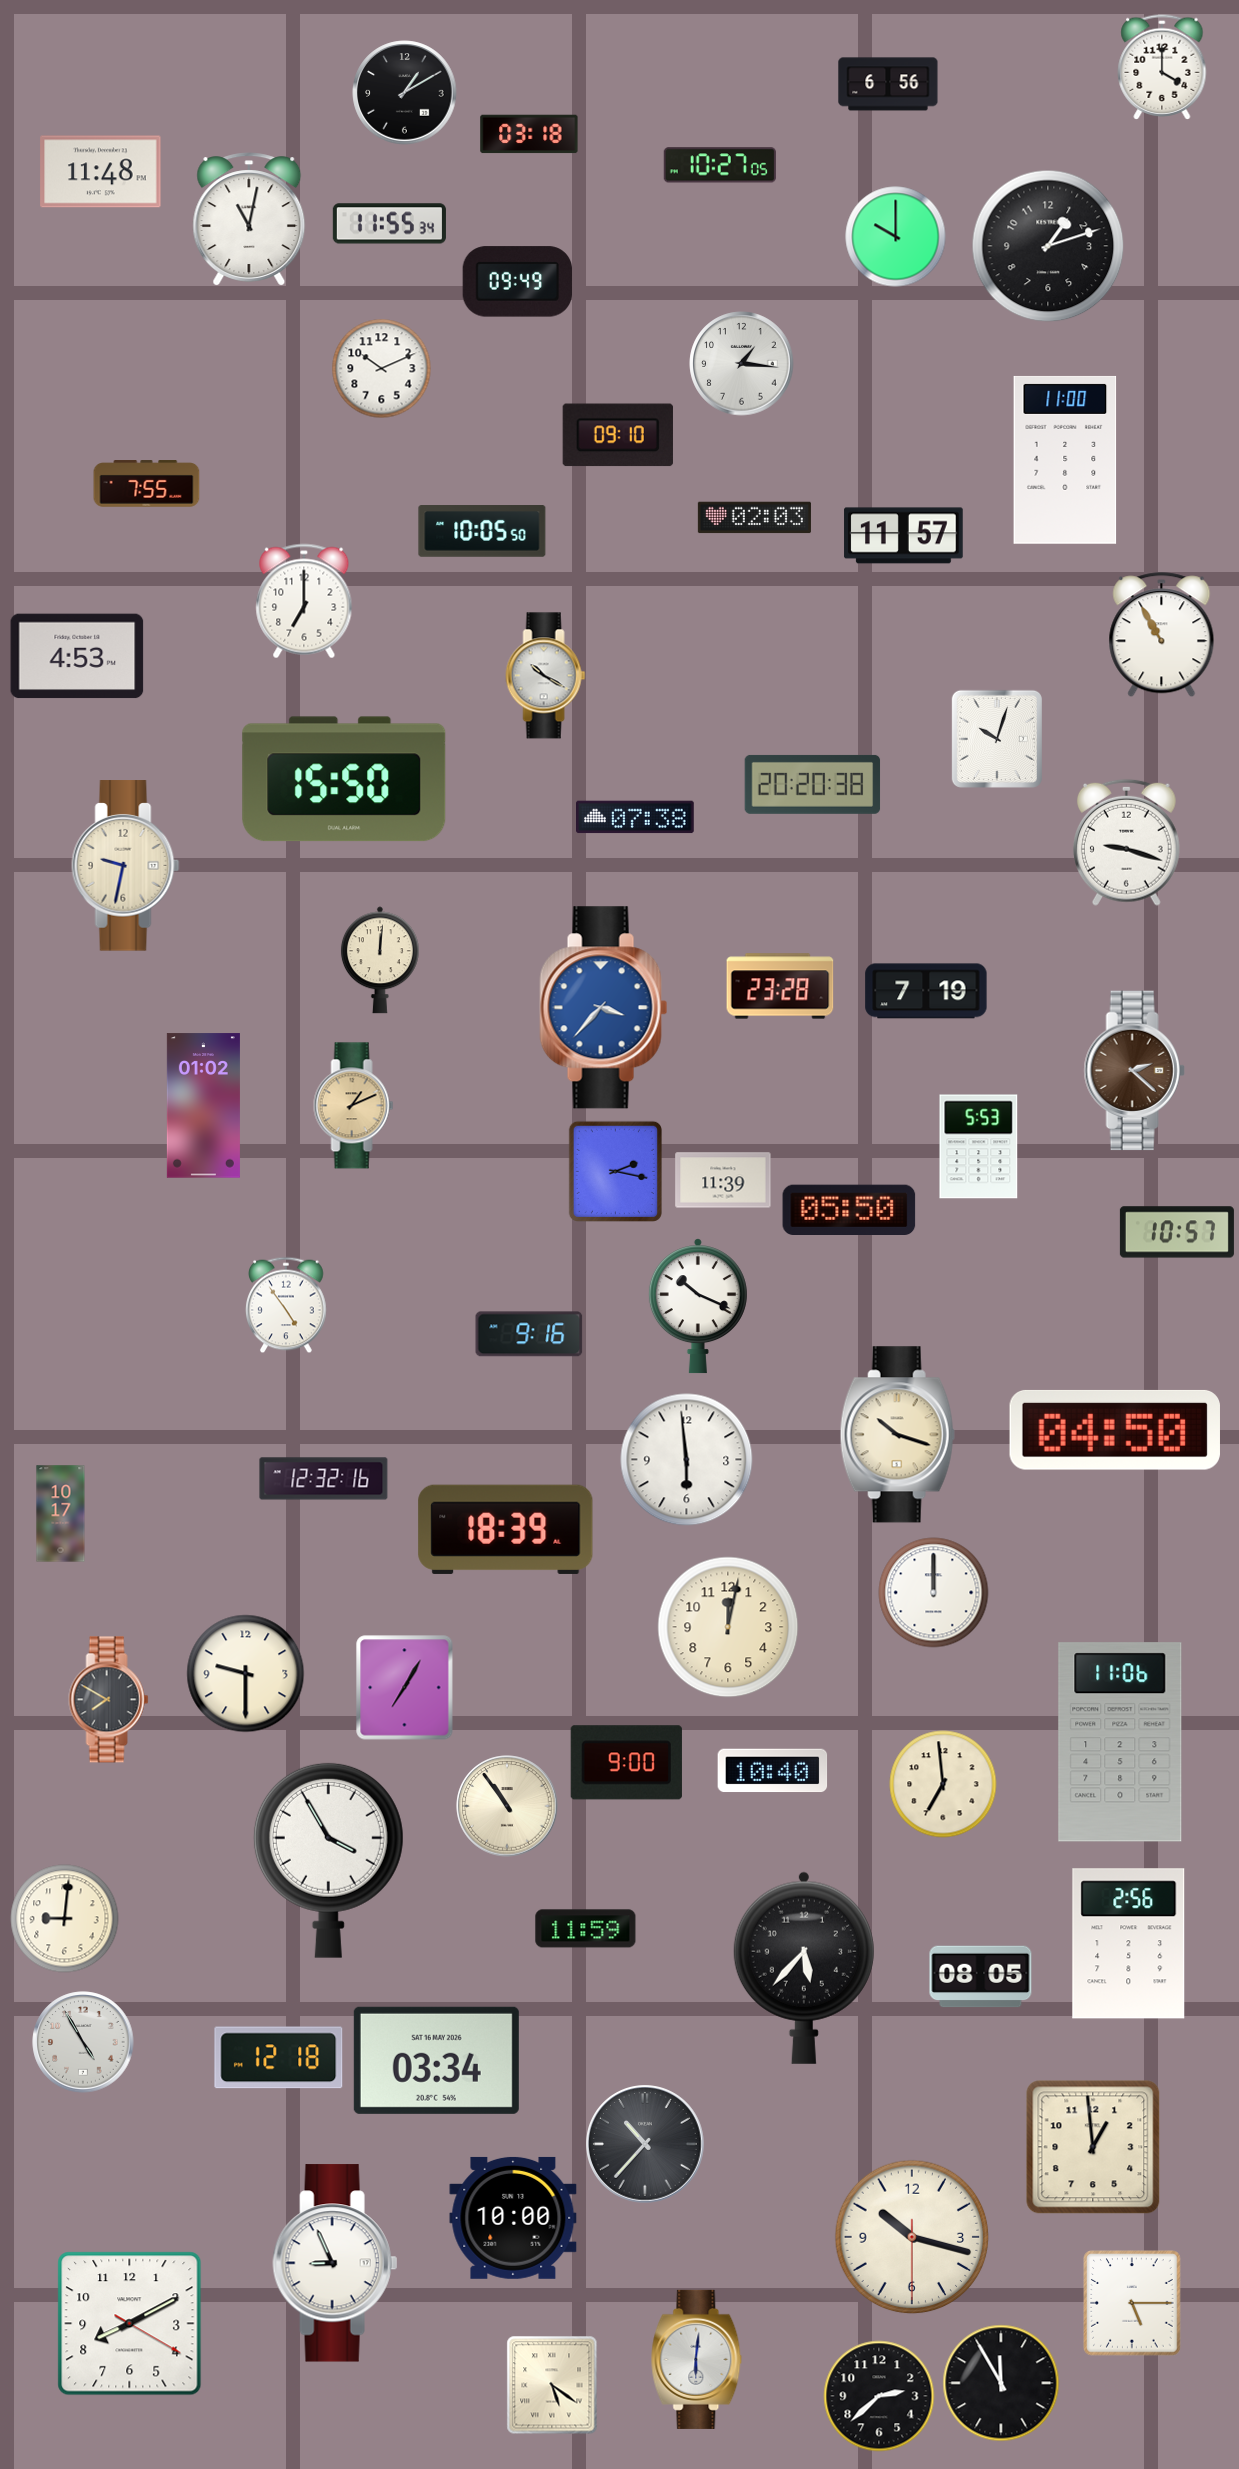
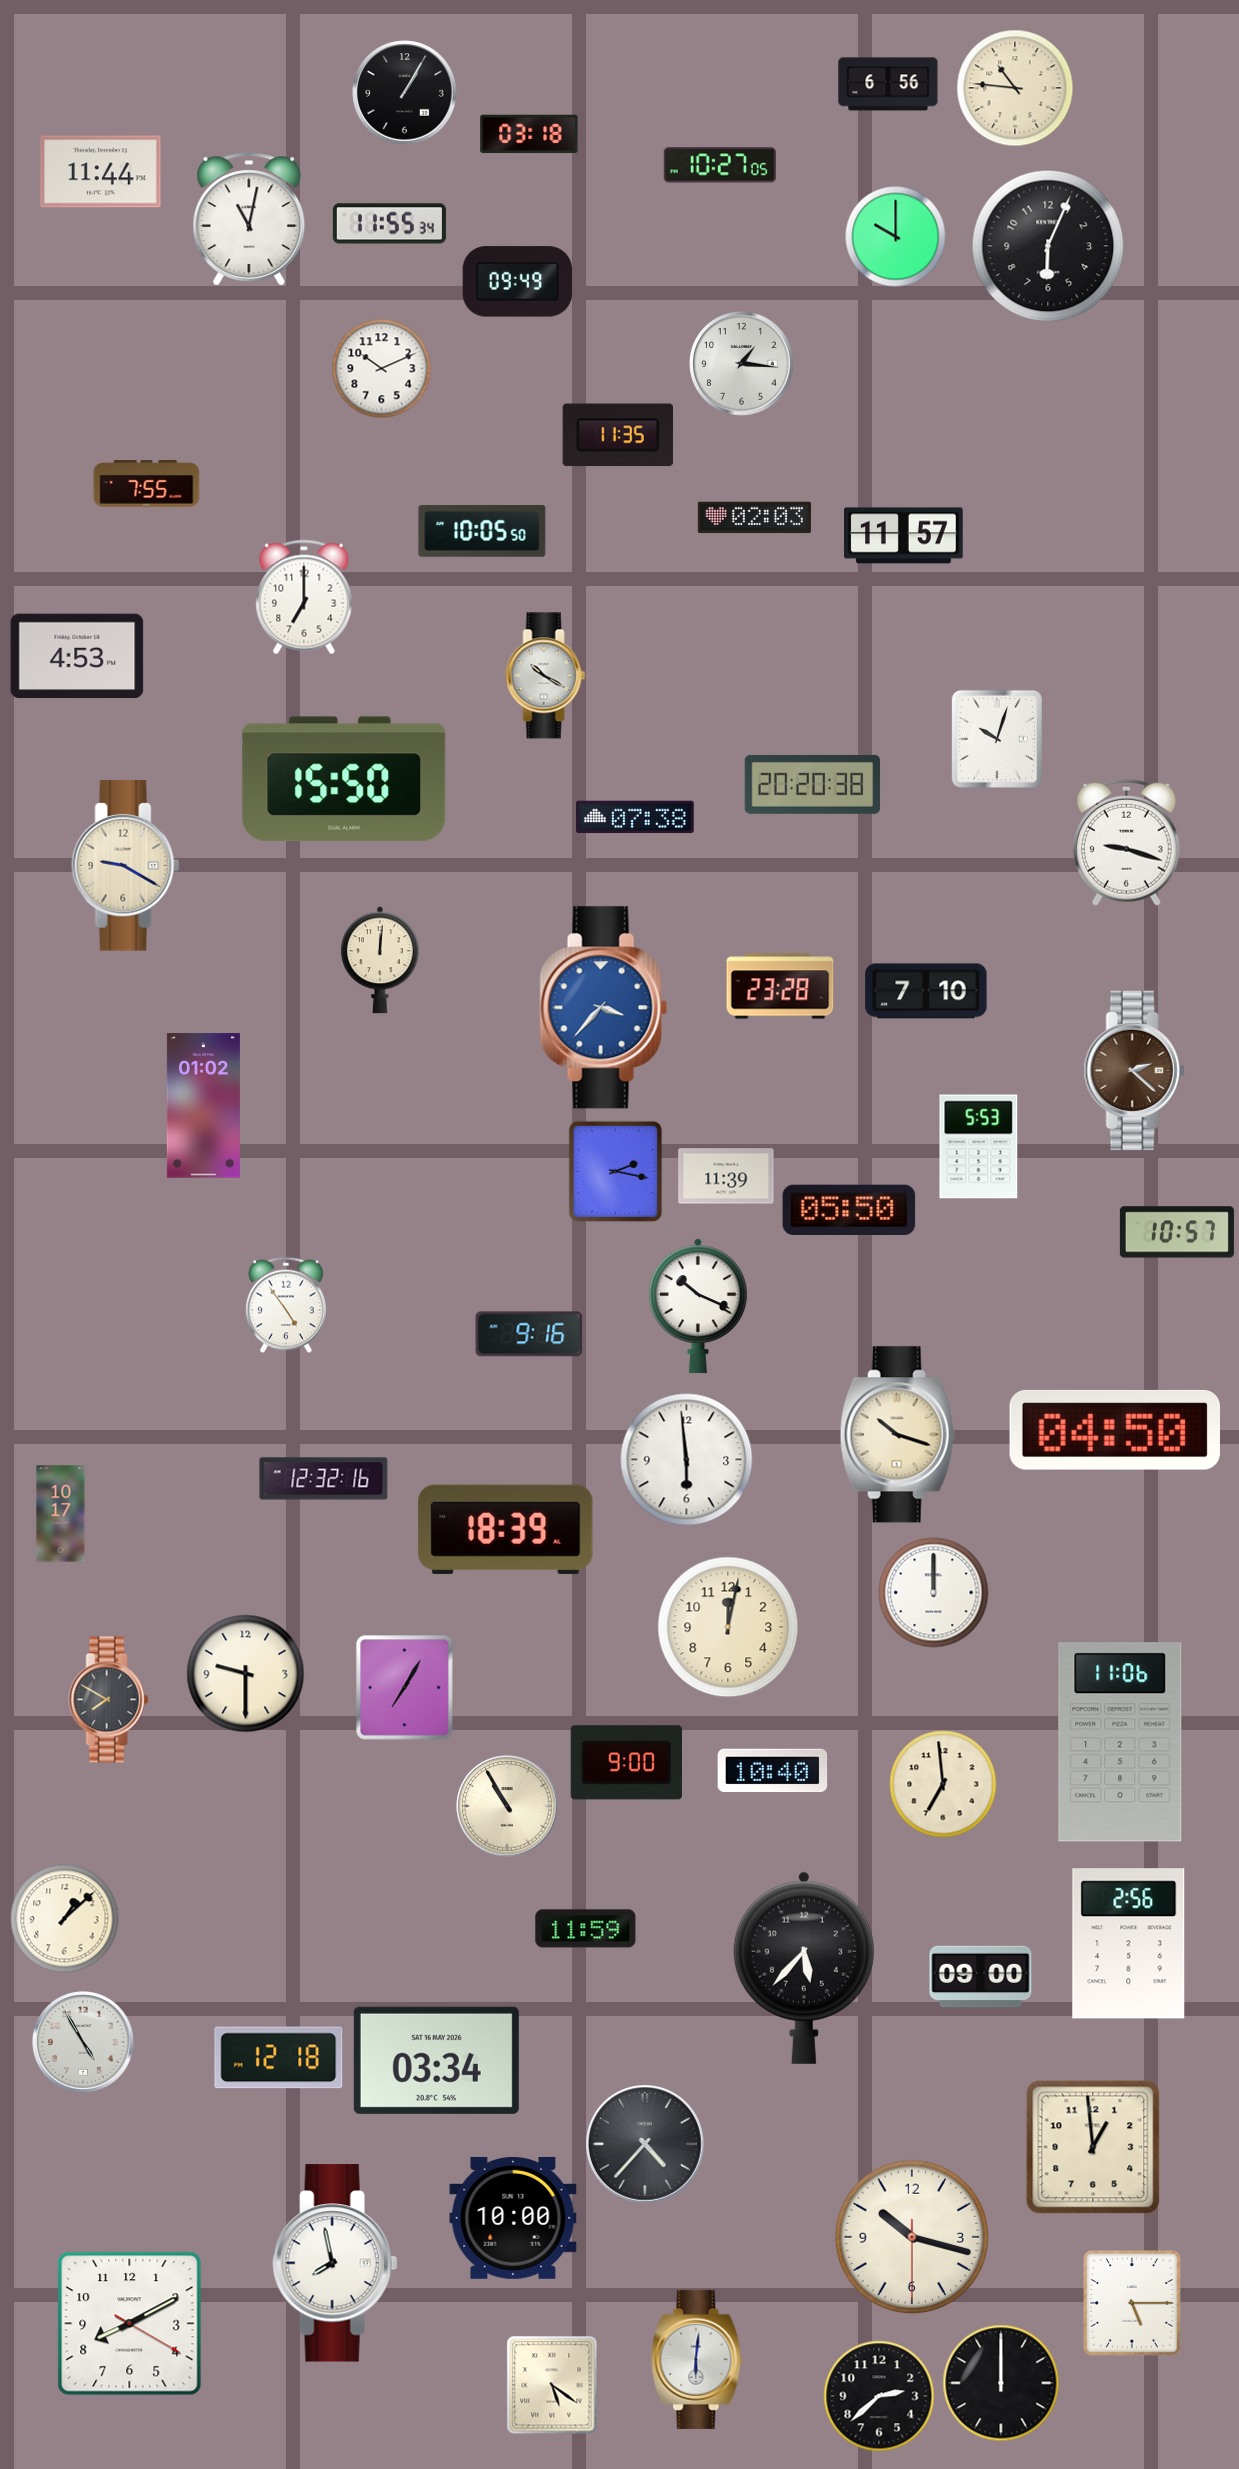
clock at (1162, 67): 4:00 -> none
clock at (1015, 88): none -> 10:46
clock at (405, 93): 1:10 -> 1:05
clock at (101, 172): 11:48 -> 11:44
clock at (1048, 246): 1:12 -> 6:04
clock at (618, 435): 09:10 -> 11:35
clock at (1065, 460): 11:00 -> none
clock at (304, 601) position: (304, 601) -> (304, 597)
clock at (1162, 635): 10:55 -> none
clock at (126, 866): 9:32 -> 9:20
clock at (926, 991): 7:19 -> 7:10
clock at (354, 1106): 1:11 -> none
clock at (723, 1180) position: (723, 1180) -> (726, 1176)
clock at (507, 1806): 10:54 -> 10:55
clock at (328, 1860): 3:55 -> none
clock at (65, 1919): 9:01 -> 1:08
clock at (981, 1977): 08:05 -> 09:00
clock at (646, 2145): 10:37 -> 4:37
clock at (335, 2263): 8:56 -> 7:58
clock at (1001, 2383): 11:55 -> 12:00
